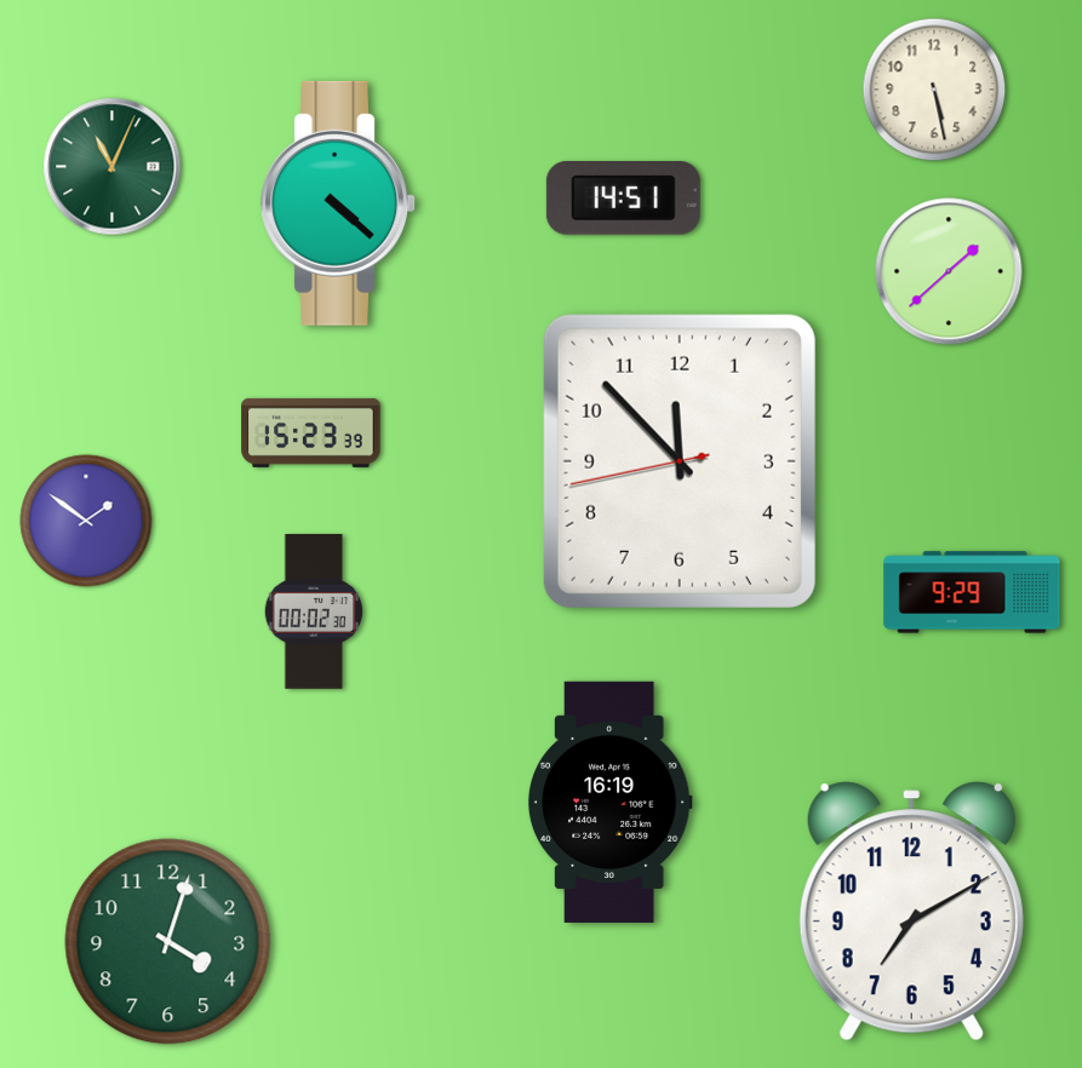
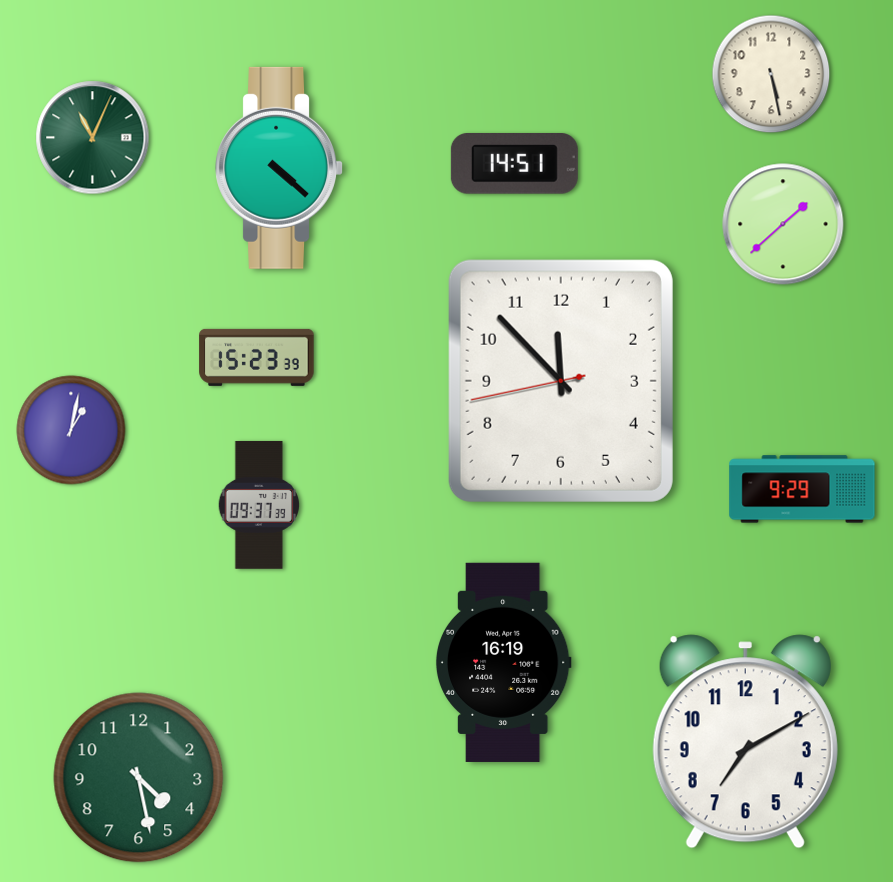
clock at (86, 521): 1:51 -> 1:02
clock at (314, 611): 00:02 -> 09:37
clock at (911, 912) position: (911, 912) -> (745, 742)
clock at (168, 942): 4:03 -> 4:28
